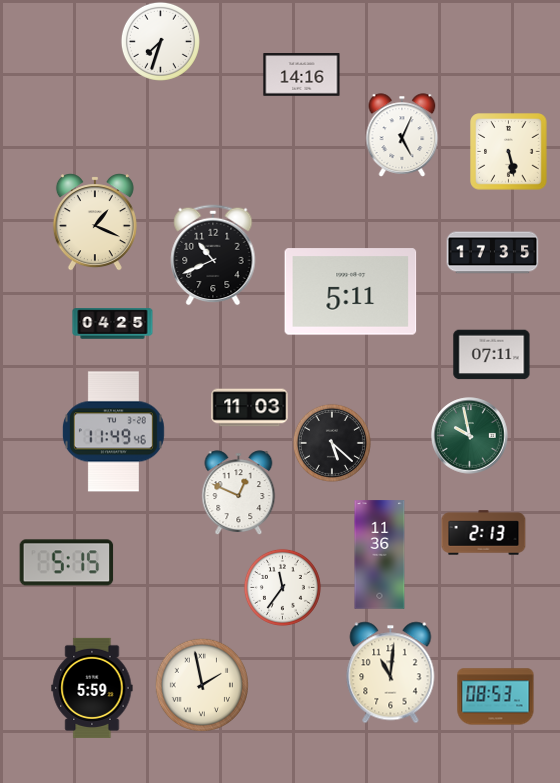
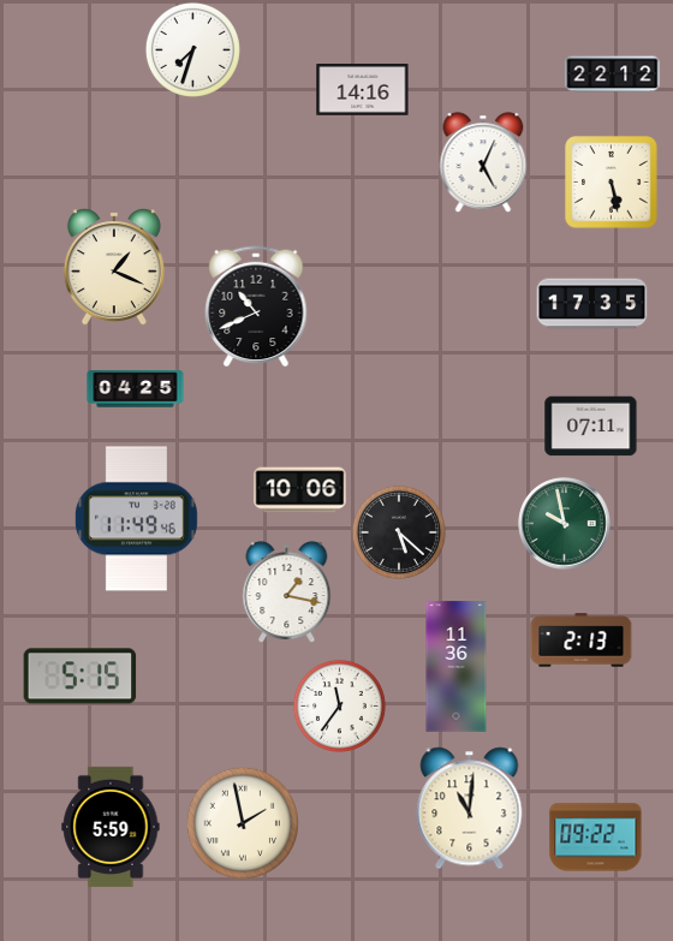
clock at (613, 75): none -> 22:12
clock at (351, 292): 5:11 -> none
clock at (250, 408): 11:03 -> 10:06
clock at (239, 492): 12:49 -> 1:17
clock at (496, 697): 08:53 -> 09:22
